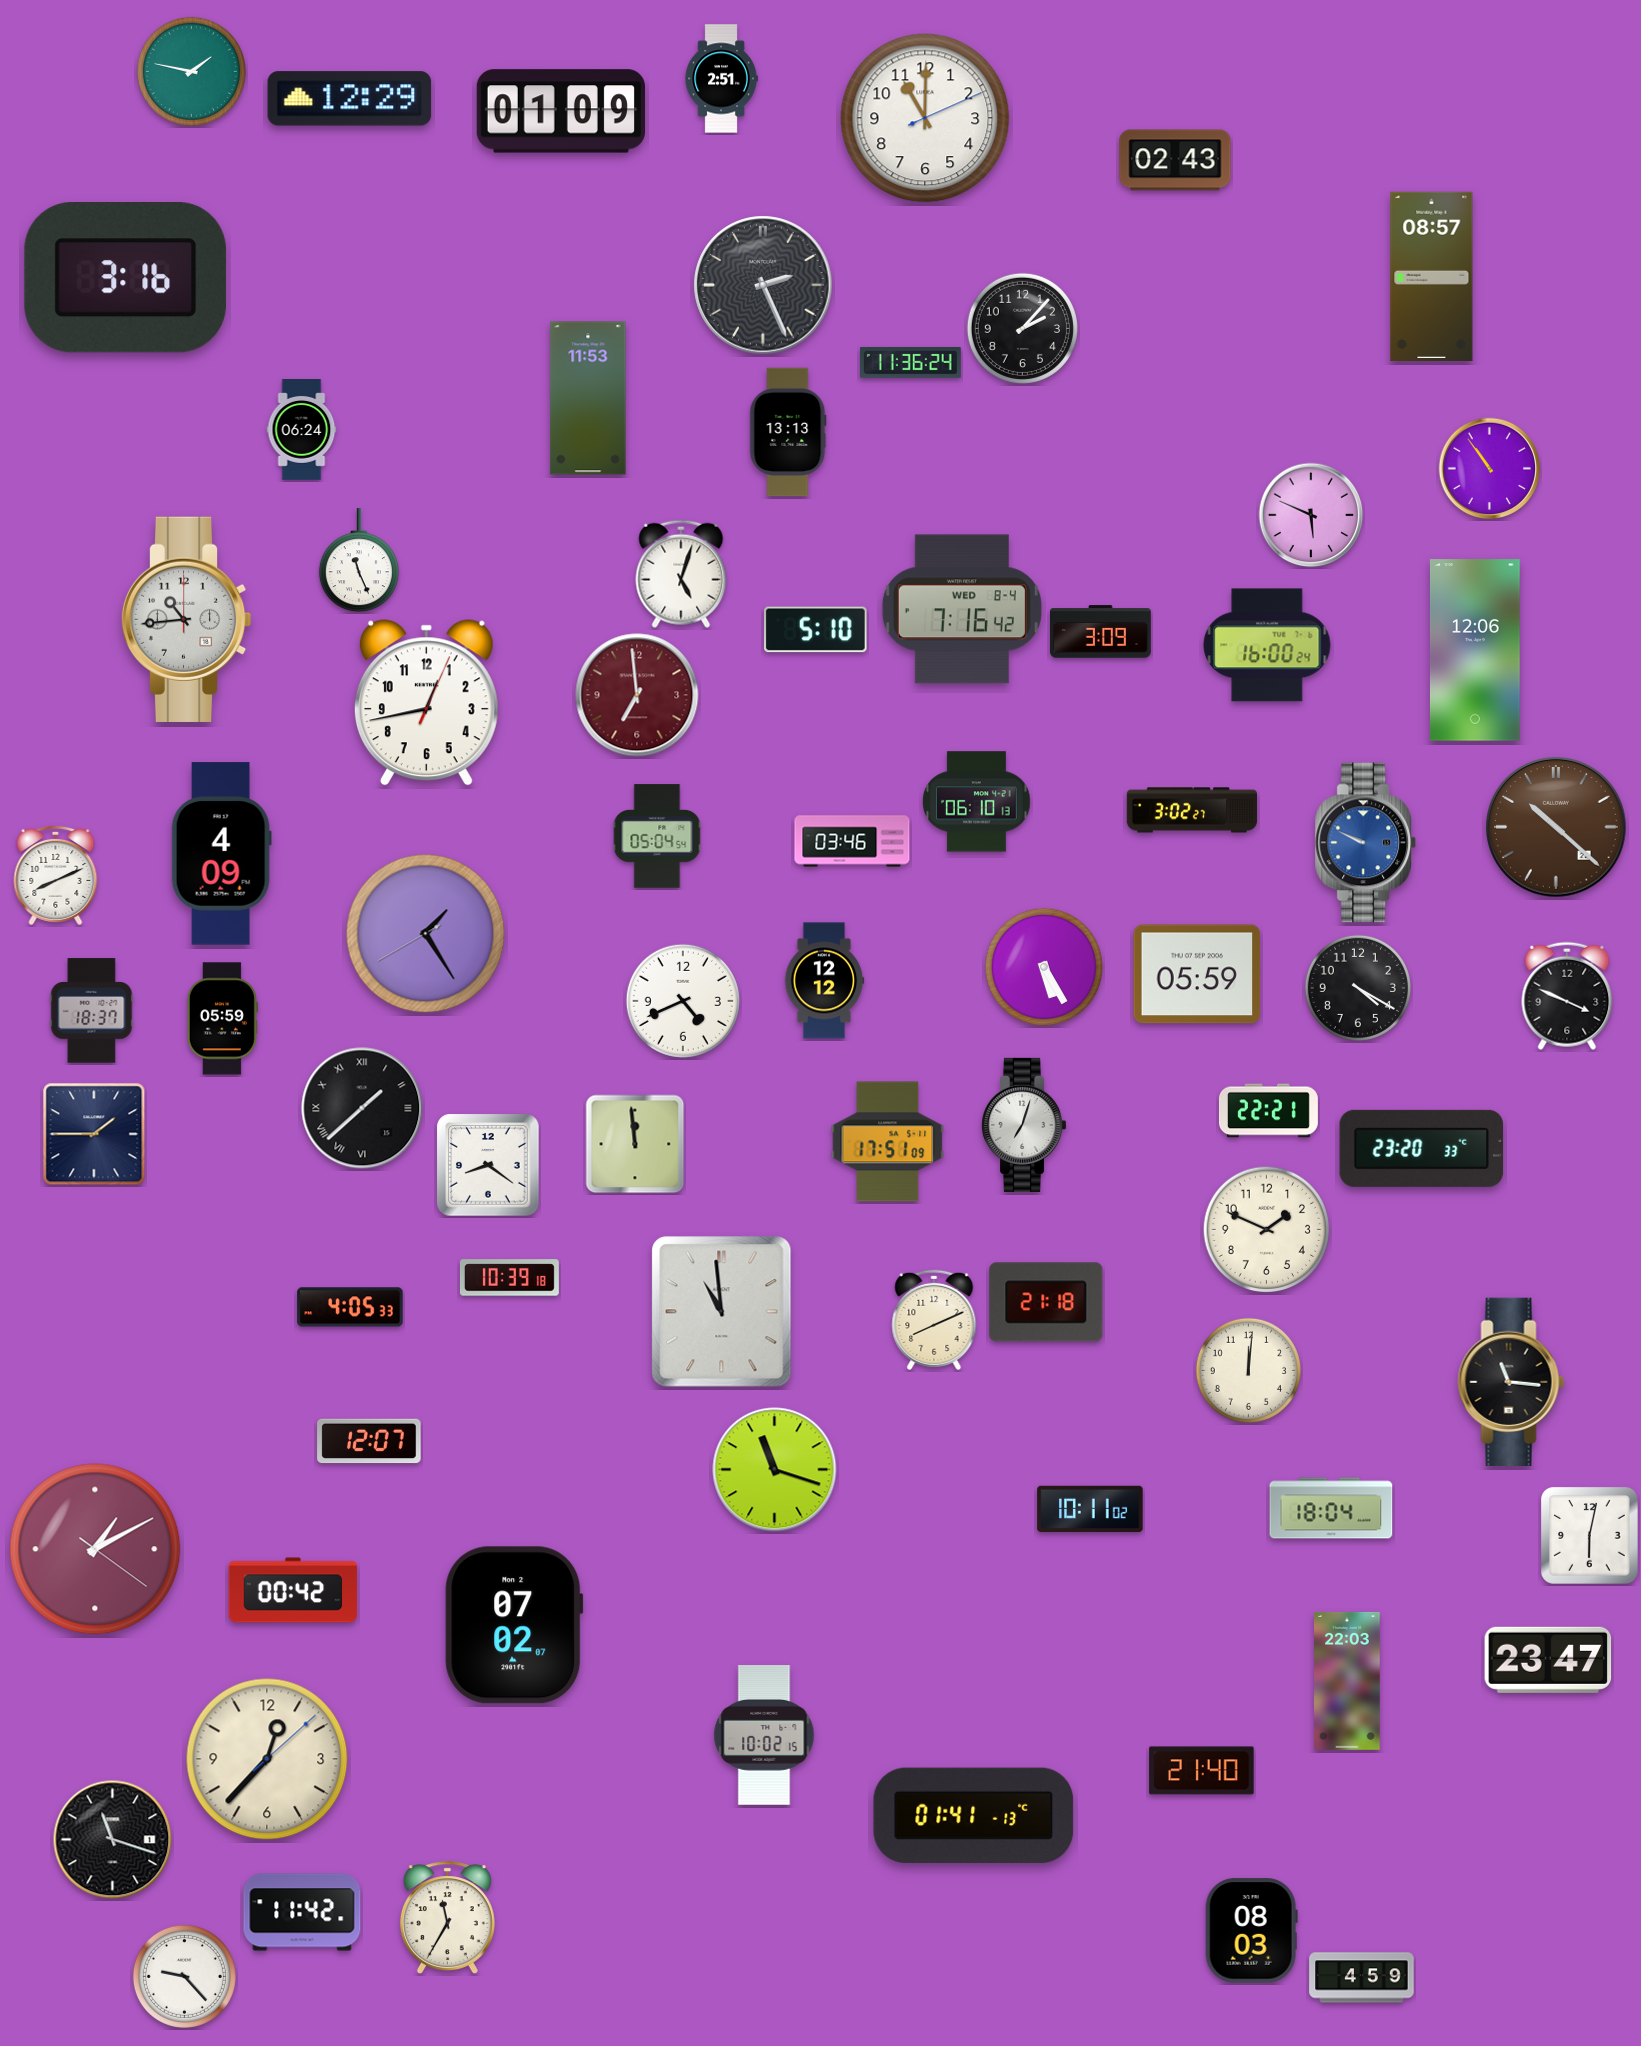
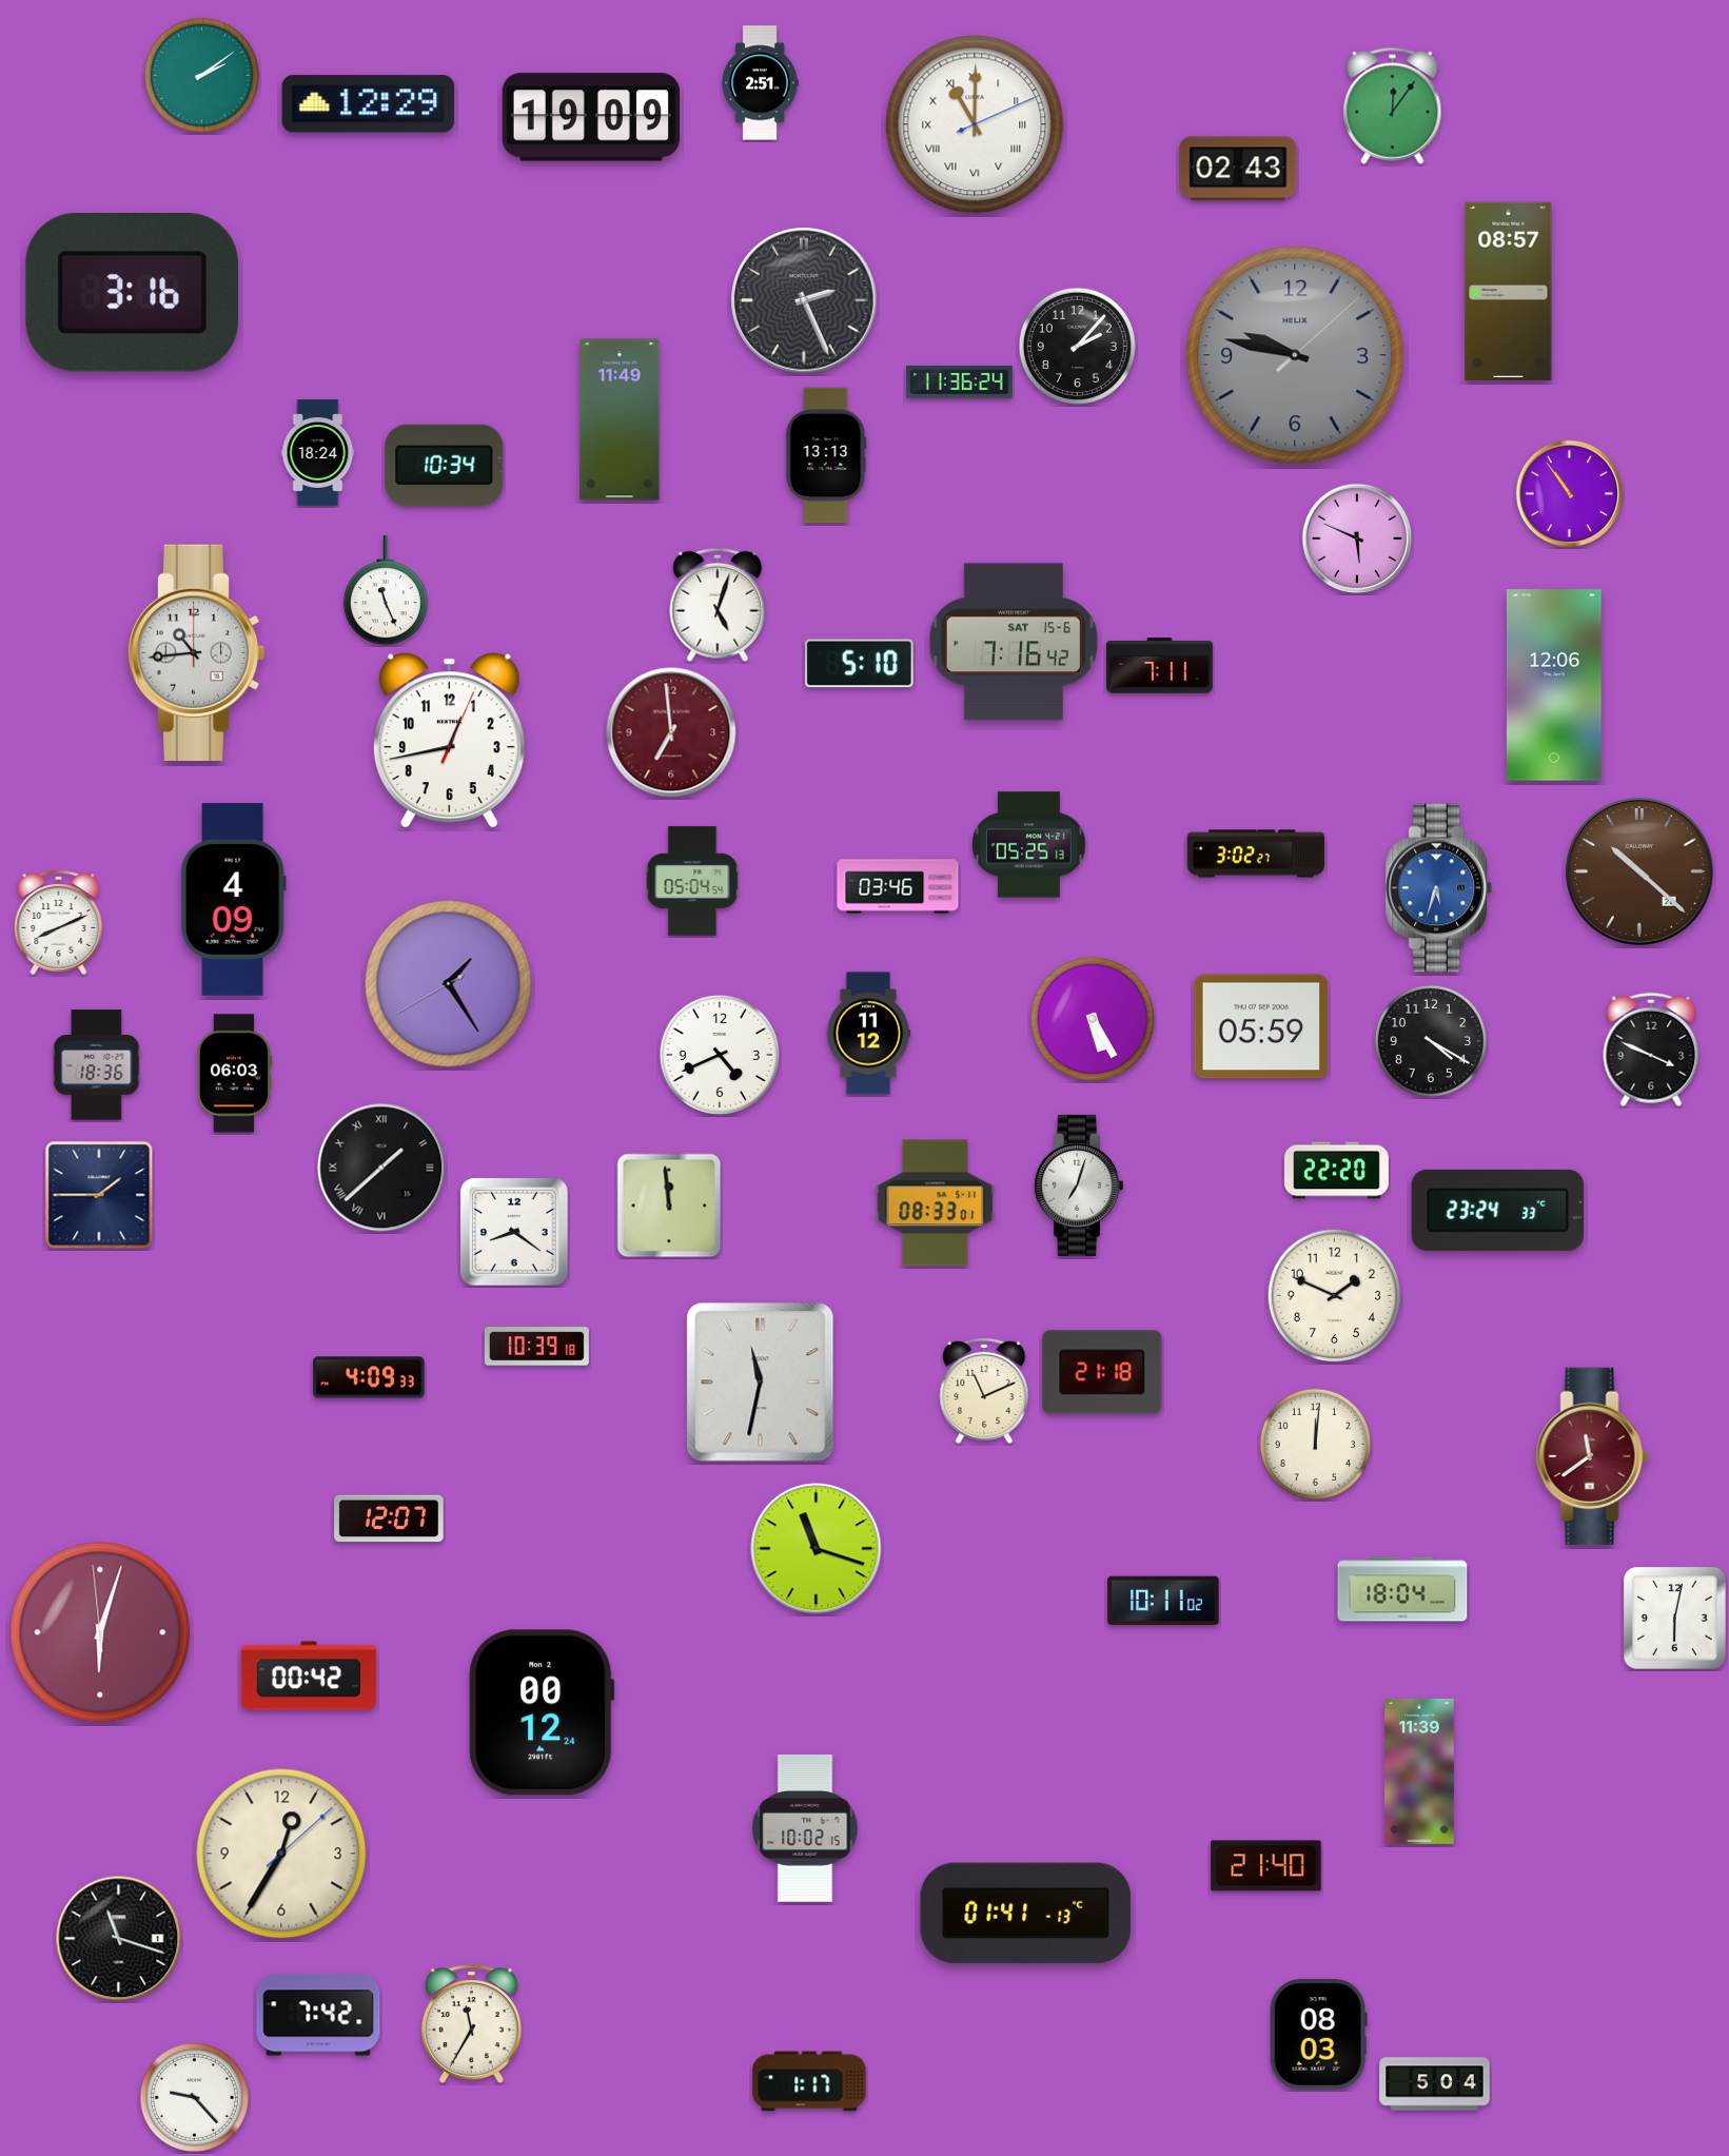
clock at (191, 71): 1:47 -> 2:09
clock at (1393, 105): none -> 12:06
clock at (560, 111): 01:09 -> 19:09
clock at (925, 118) numerals: Arabic -> Roman
clock at (1295, 355): none -> 9:47
clock at (588, 398): 11:53 -> 11:49
clock at (302, 430): 06:24 -> 18:24
clock at (788, 432) position: (788, 432) -> (826, 455)
clock at (445, 465): none -> 10:34
clock at (1311, 515) position: (1311, 515) -> (1357, 538)
clock at (359, 561) position: (359, 561) -> (386, 591)
clock at (962, 609) date: WED 8-4 -> SAT 15-6
clock at (1101, 632): 3:09 -> 7:11
clock at (1267, 645): 16:00 -> none
clock at (977, 802): 06:10 -> 05:25
clock at (1366, 843): 9:49 -> 5:33
clock at (1044, 967) position: (1044, 967) -> (1093, 1019)
clock at (824, 981): 12:12 -> 11:12
clock at (92, 1011): 18:37 -> 18:36
clock at (222, 1019): 05:59 -> 06:03
clock at (1268, 1111): 22:21 -> 22:20
clock at (888, 1142): 17:51 -> 08:33
clock at (1422, 1148): 23:20 -> 23:24
clock at (488, 1165) position: (488, 1165) -> (514, 1232)
clock at (350, 1307): 4:05 -> 4:09
clock at (722, 1312): 10:59 -> 11:32
clock at (934, 1320): 8:11 -> 11:11
clock at (1511, 1382): 11:16 -> 11:39
clock at (1511, 1382) dial: black -> burgundy
clock at (1090, 1508) position: (1090, 1508) -> (1163, 1600)
clock at (95, 1549): 1:10 -> 6:02
clock at (514, 1625): 07:02 -> 00:12
clock at (1548, 1660): 23:47 -> none
clock at (1347, 1681): 22:03 -> 11:39
clock at (267, 1759): 12:37 -> 12:35
clock at (302, 1912): 11:42 -> 7:42
clock at (447, 1918) position: (447, 1918) -> (471, 2024)
clock at (809, 2081): none -> 1:17
clock at (184, 1976) position: (184, 1976) -> (194, 2097)
clock at (1362, 1978): 4:59 -> 5:04
